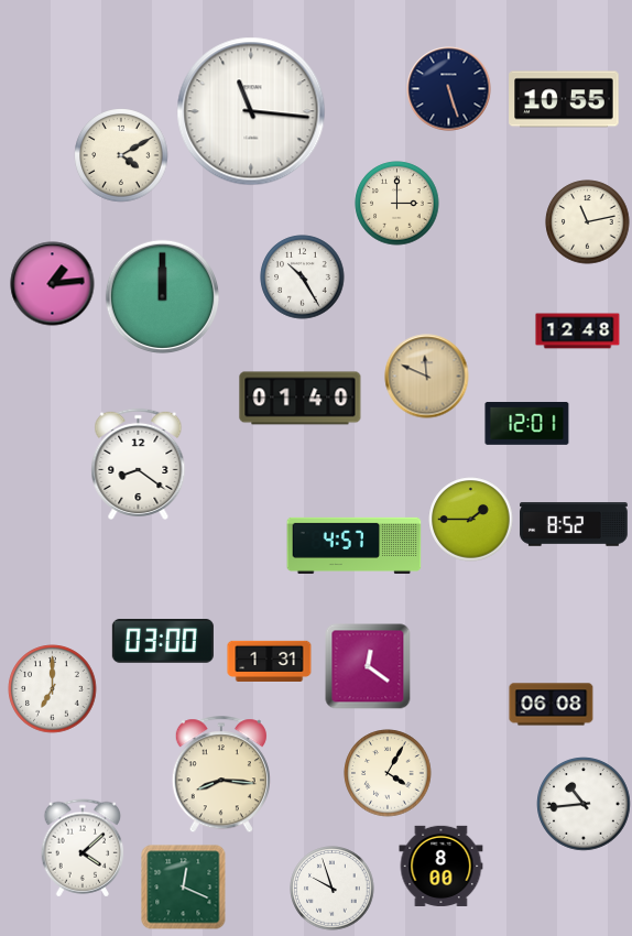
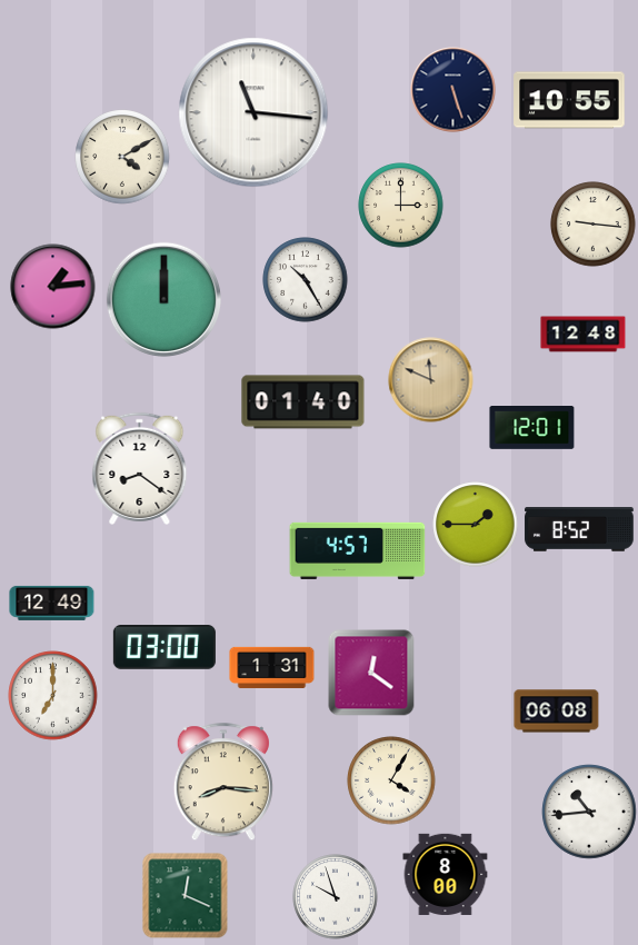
clock at (588, 222): 11:13 -> 9:16
clock at (52, 603): none -> 12:49
clock at (83, 848): 4:08 -> none
